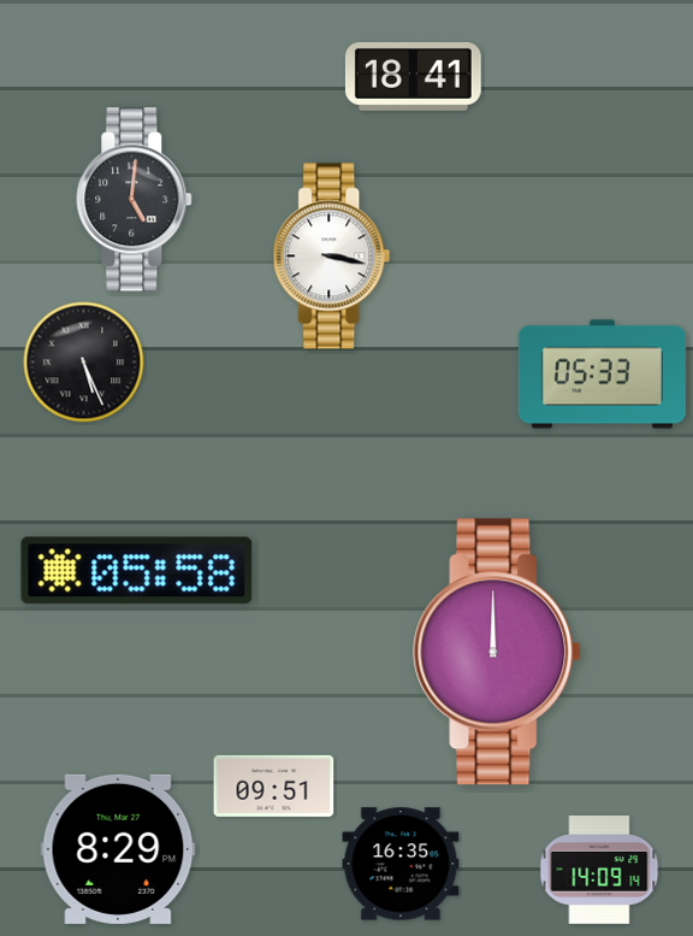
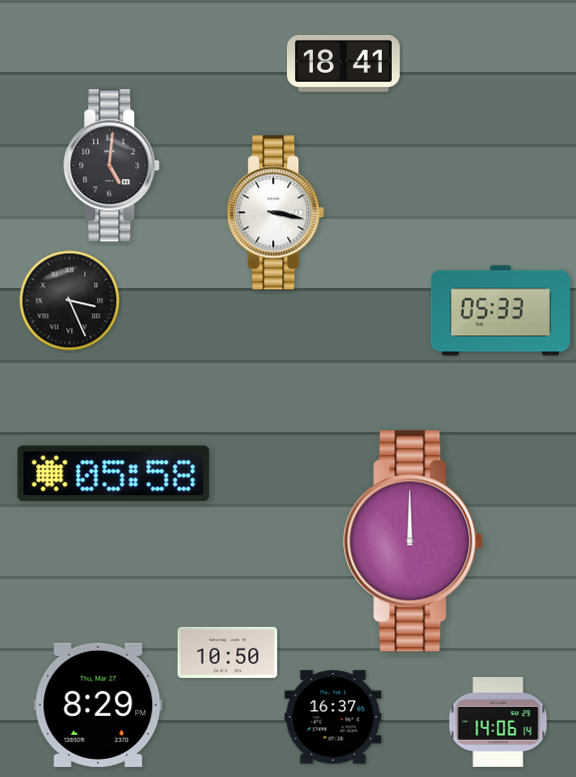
clock at (84, 363): 5:26 -> 3:26
clock at (274, 785): 09:51 -> 10:50
clock at (401, 864): 16:35 -> 16:37
clock at (599, 870): 14:09 -> 14:06
